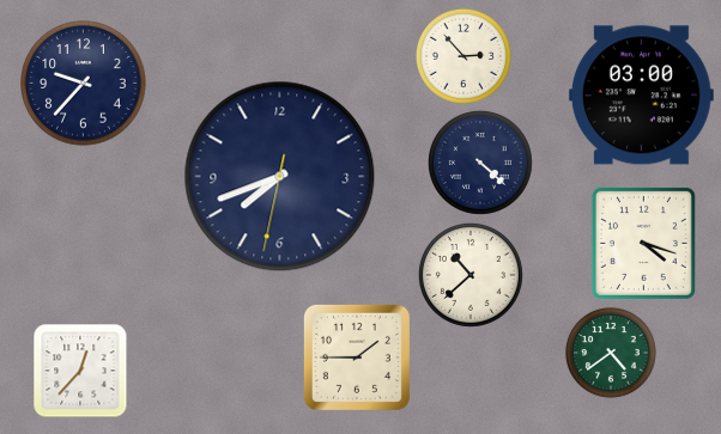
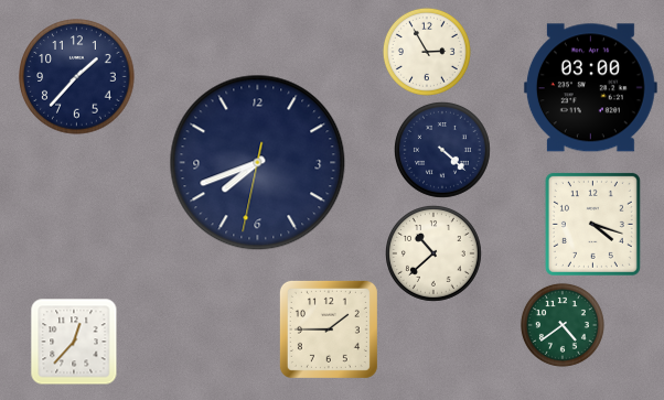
clock at (463, 56): 2:53 -> 2:55
clock at (84, 84): 9:37 -> 1:37
